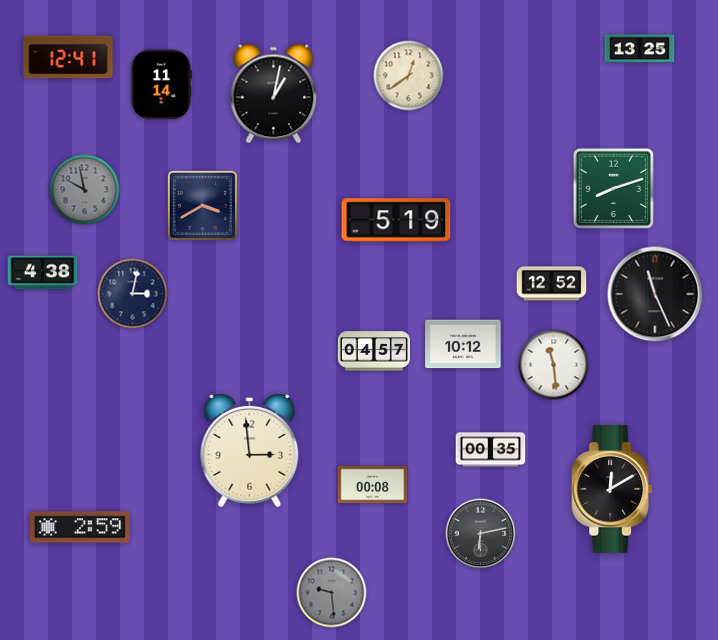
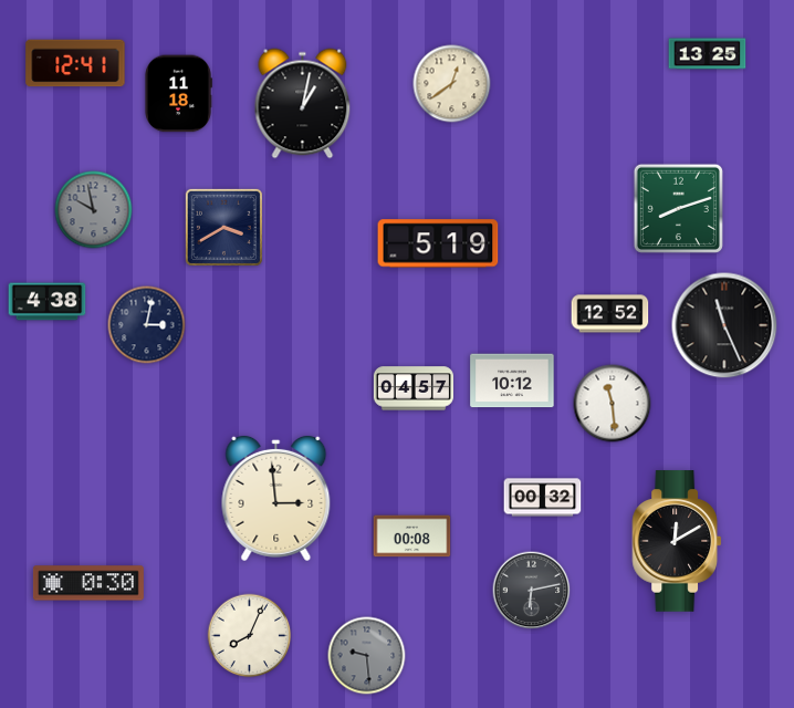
clock at (161, 85): 11:14 -> 11:18
clock at (491, 450): 00:35 -> 00:32
clock at (80, 527): 2:59 -> 0:30
clock at (250, 636): none -> 8:04
